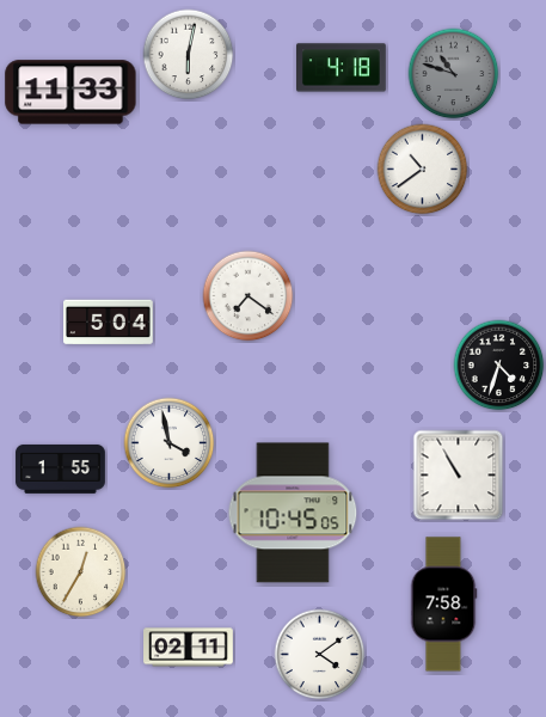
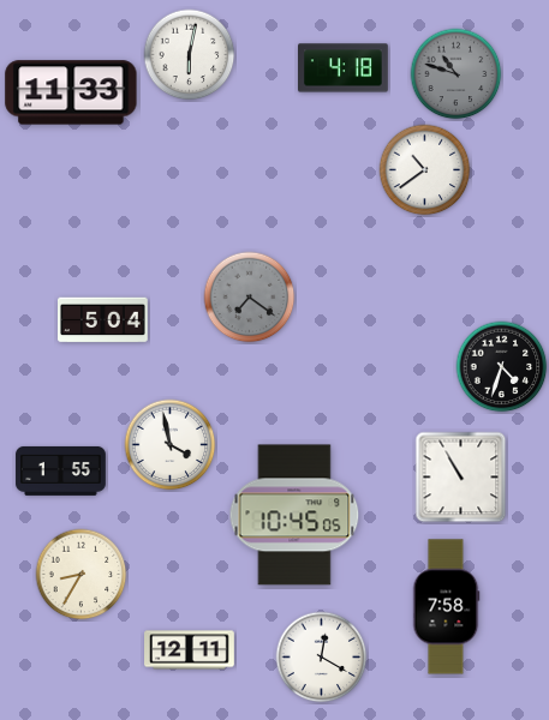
clock at (249, 296) dial: white -> grey
clock at (109, 323) position: (109, 323) -> (103, 320)
clock at (81, 572): 12:35 -> 8:35
clock at (189, 648): 02:11 -> 12:11
clock at (320, 655): 4:09 -> 12:20
